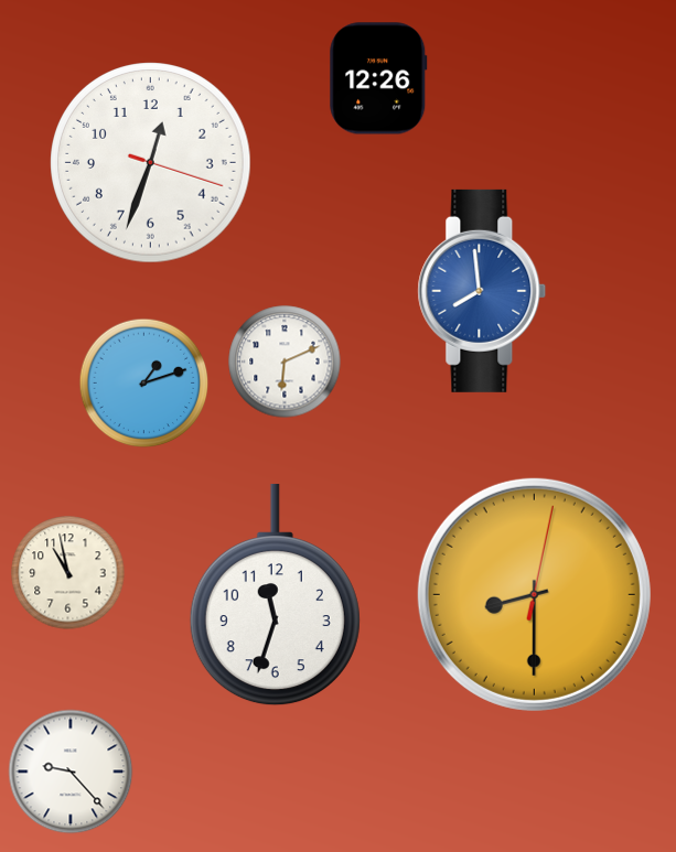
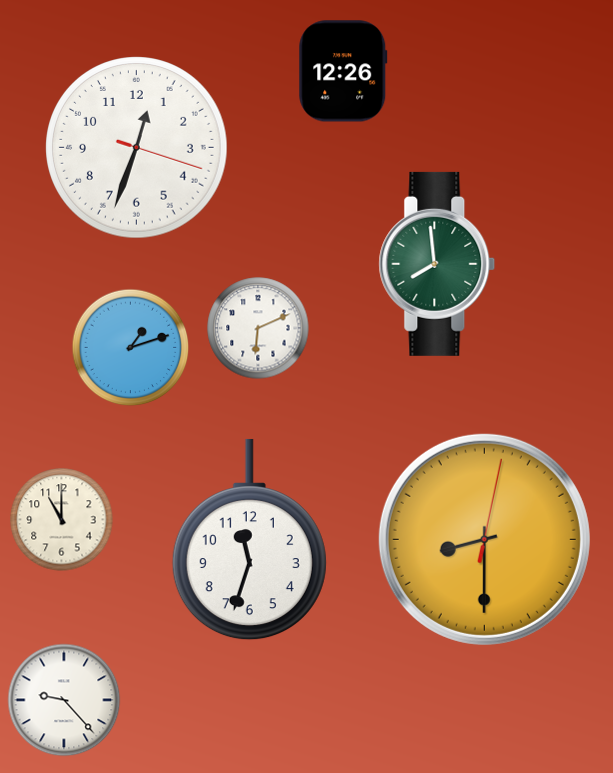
clock at (482, 291) dial: blue -> green
clock at (68, 573): 10:58 -> 11:00
